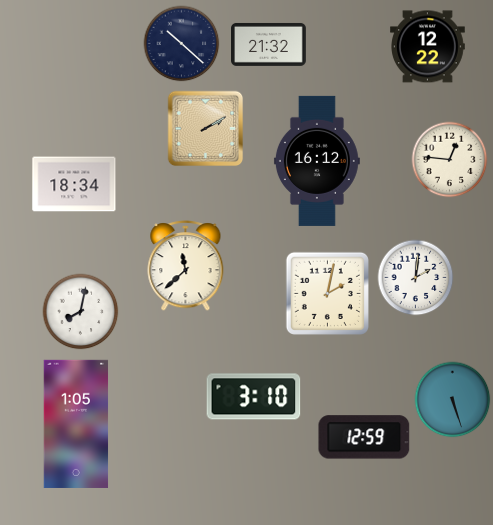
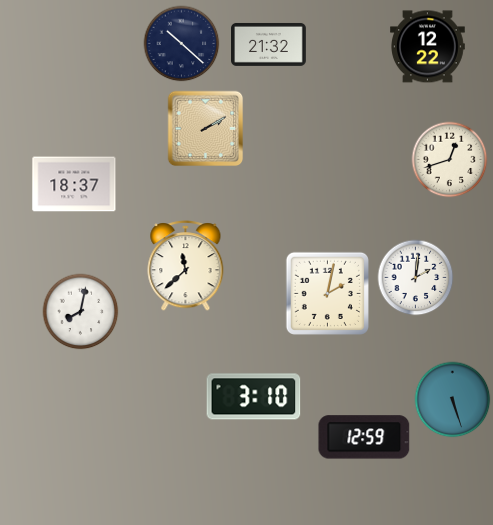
clock at (450, 160): 12:46 -> 12:42
clock at (317, 161): 16:12 -> none
clock at (74, 184): 18:34 -> 18:37
clock at (76, 424): 1:05 -> none
